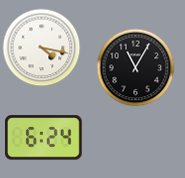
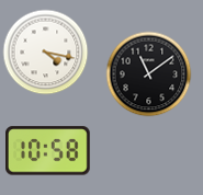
clock at (135, 67): 11:05 -> 11:09
clock at (44, 138): 6:24 -> 10:58
